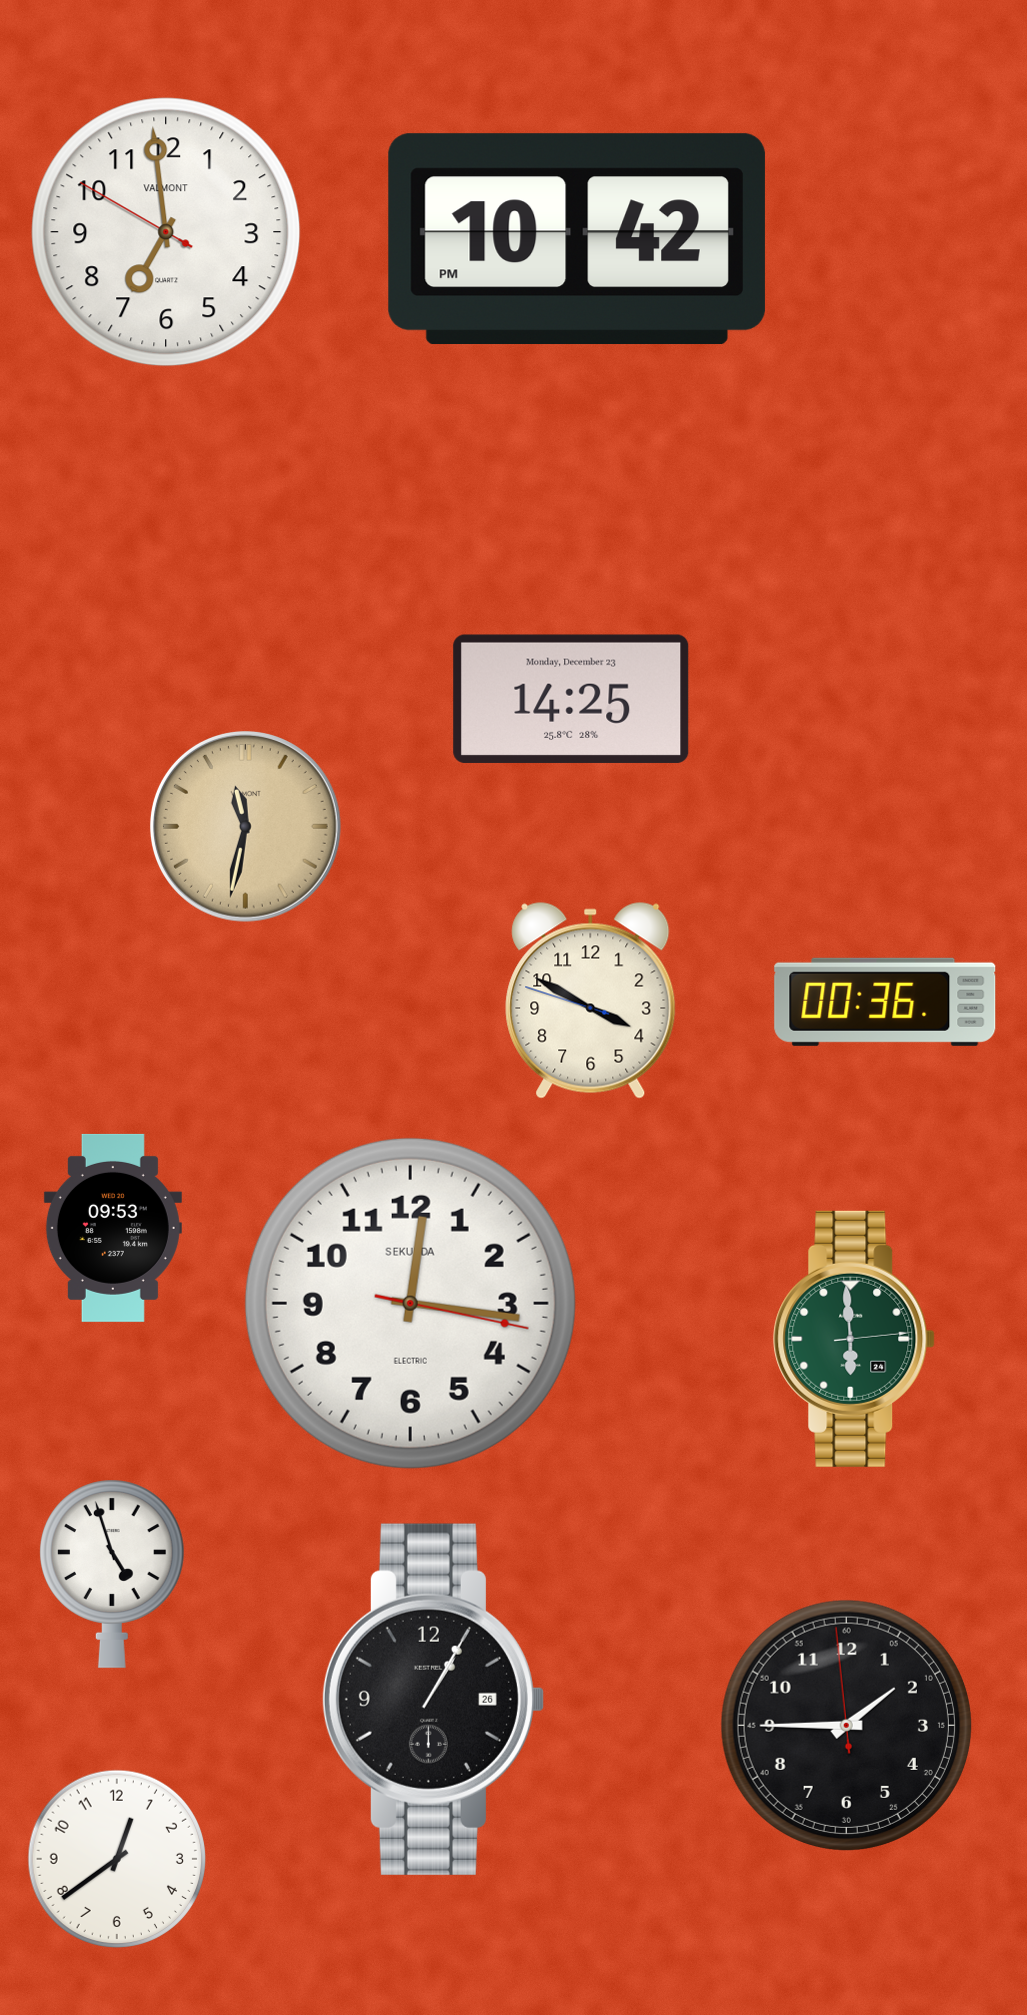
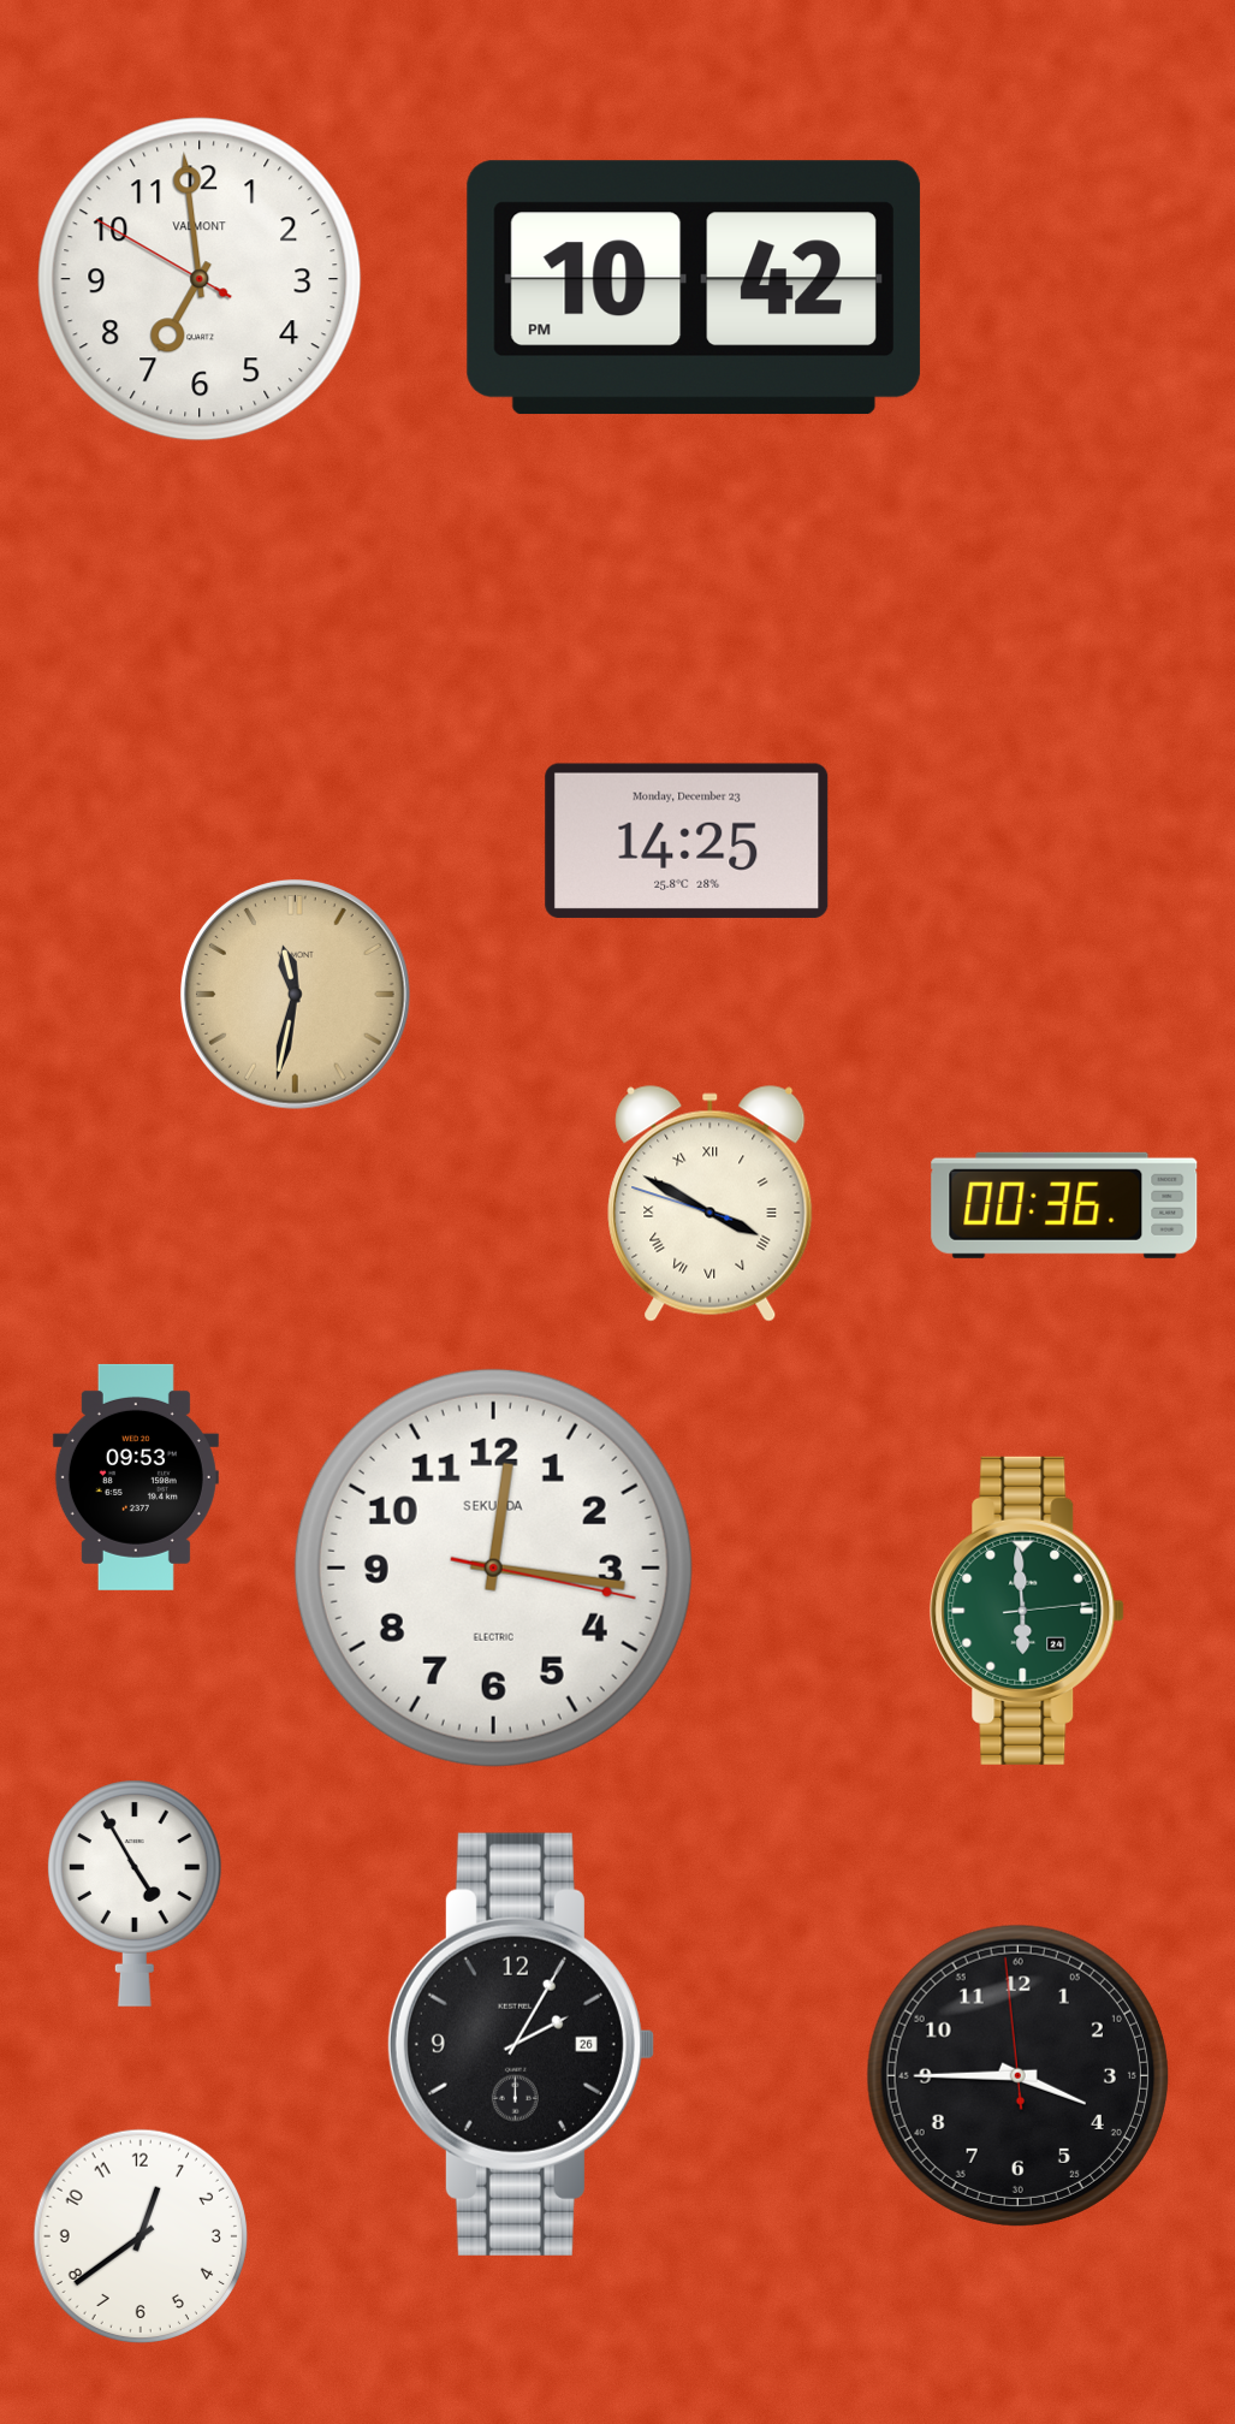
clock at (591, 1001) numerals: Arabic -> Roman
clock at (112, 1574): 4:57 -> 4:55
clock at (433, 1699): 1:05 -> 2:05
clock at (846, 1725): 1:44 -> 3:44
